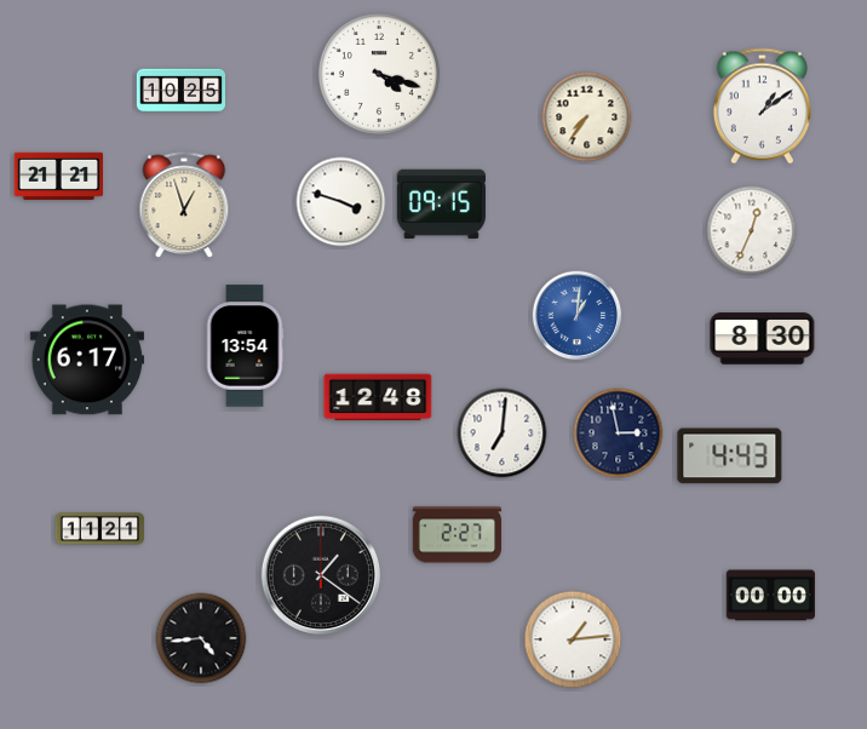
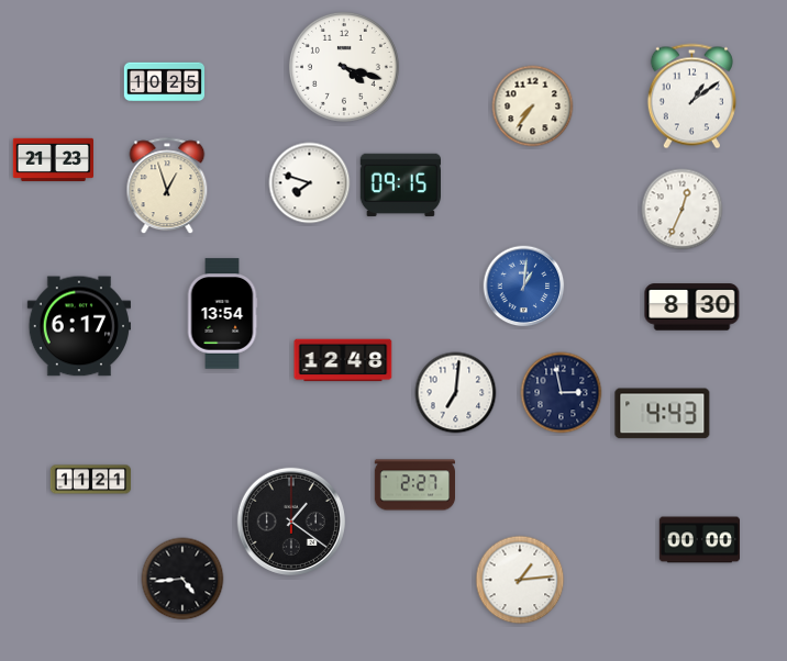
clock at (58, 176): 21:21 -> 21:23
clock at (341, 202): 3:48 -> 7:48
